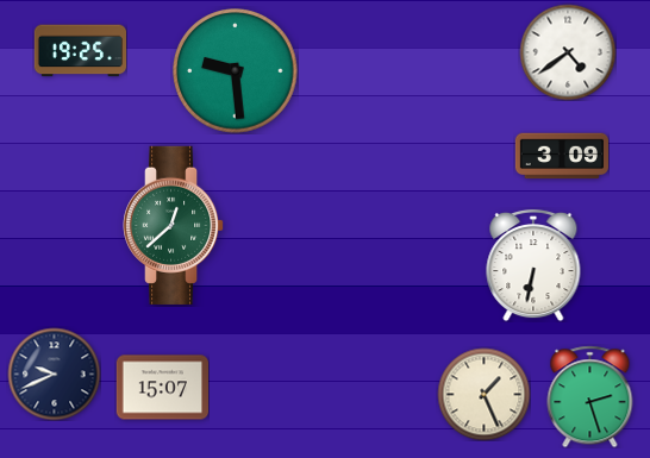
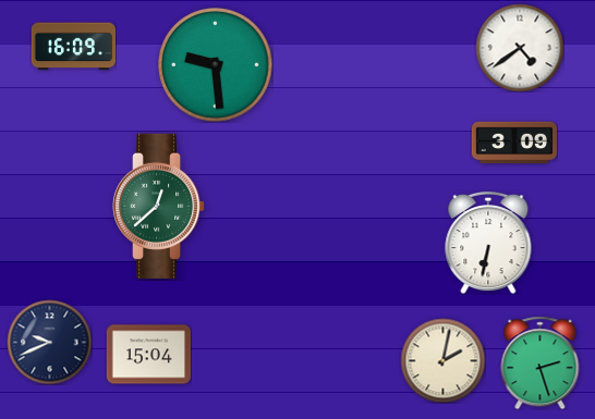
clock at (80, 51): 19:25 -> 16:09
clock at (162, 388): 15:07 -> 15:04
clock at (483, 394): 1:26 -> 2:02
